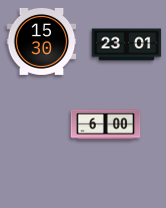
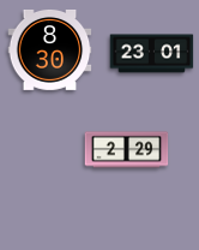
clock at (42, 41): 15:30 -> 8:30
clock at (106, 125): 6:00 -> 2:29
